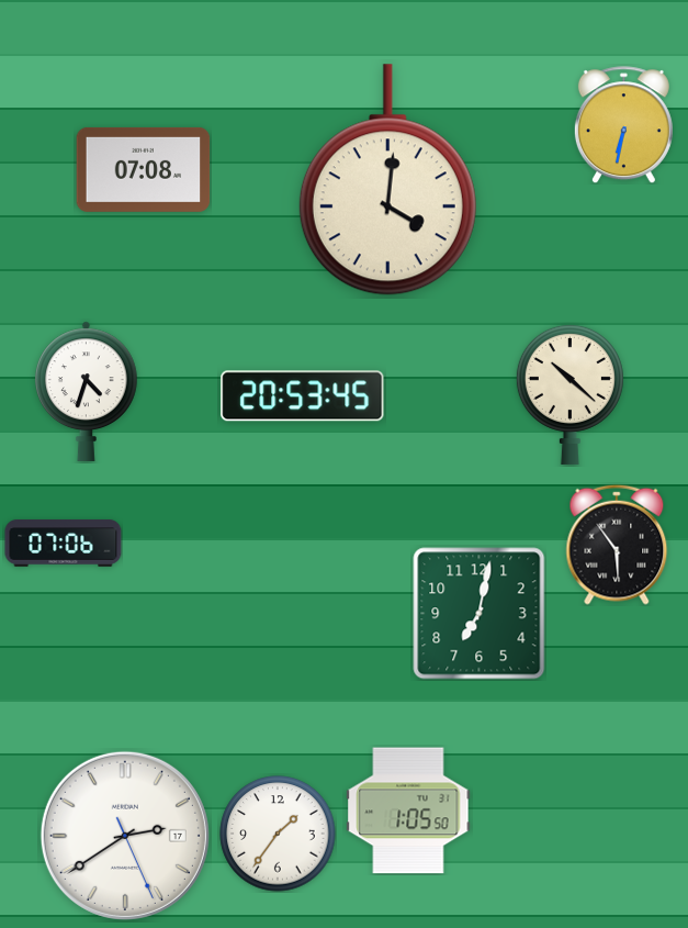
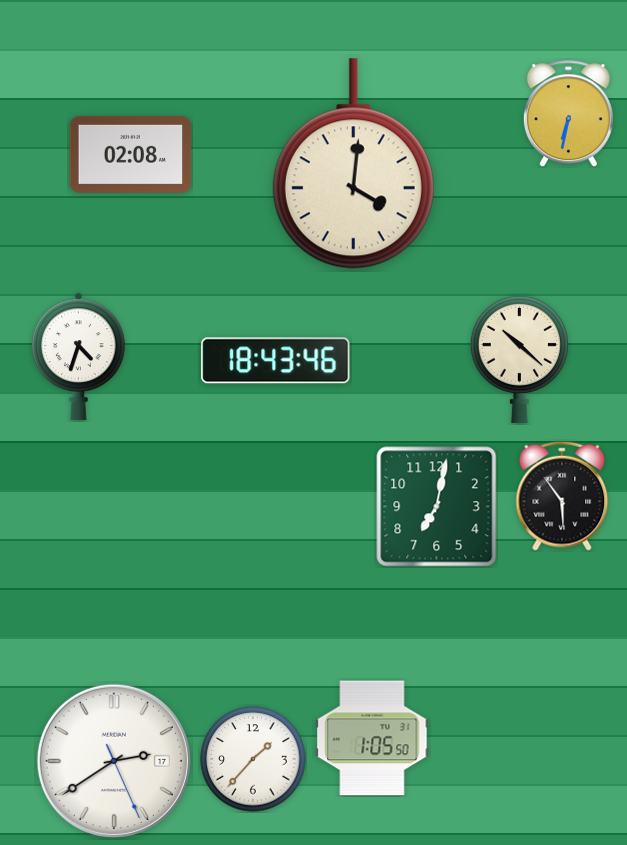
clock at (144, 169): 07:08 -> 02:08
clock at (303, 396): 20:53 -> 18:43
clock at (64, 544): 07:06 -> none
clock at (480, 614) position: (480, 614) -> (437, 507)
clock at (278, 834): 1:36 -> 1:37
